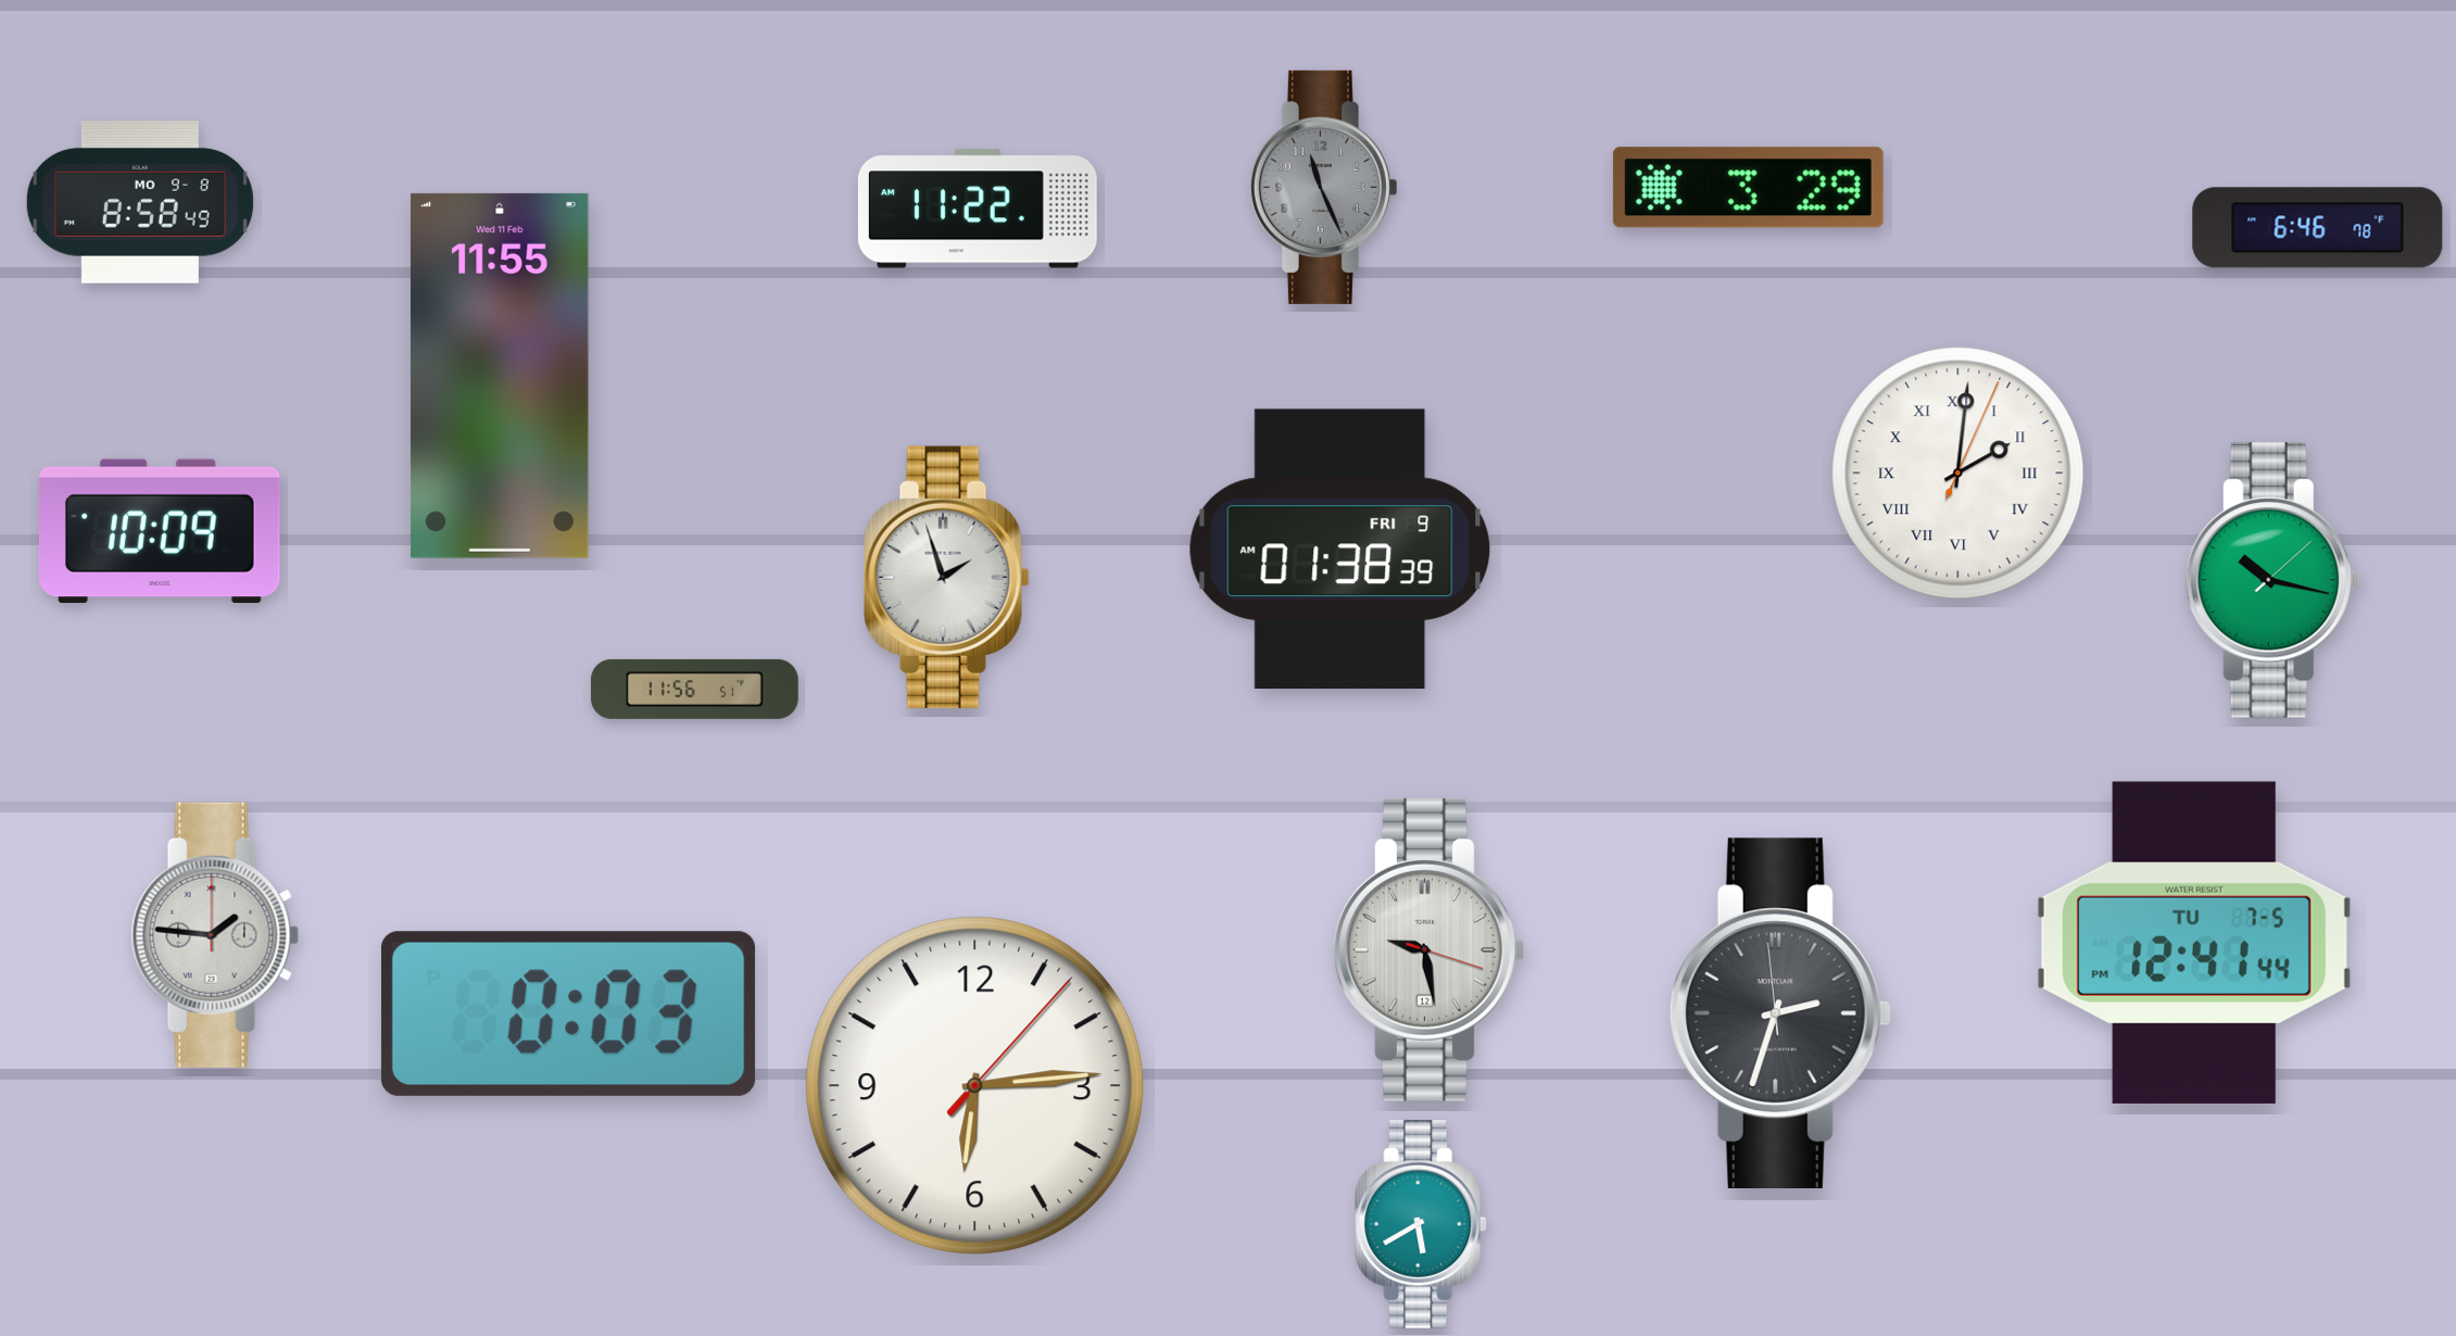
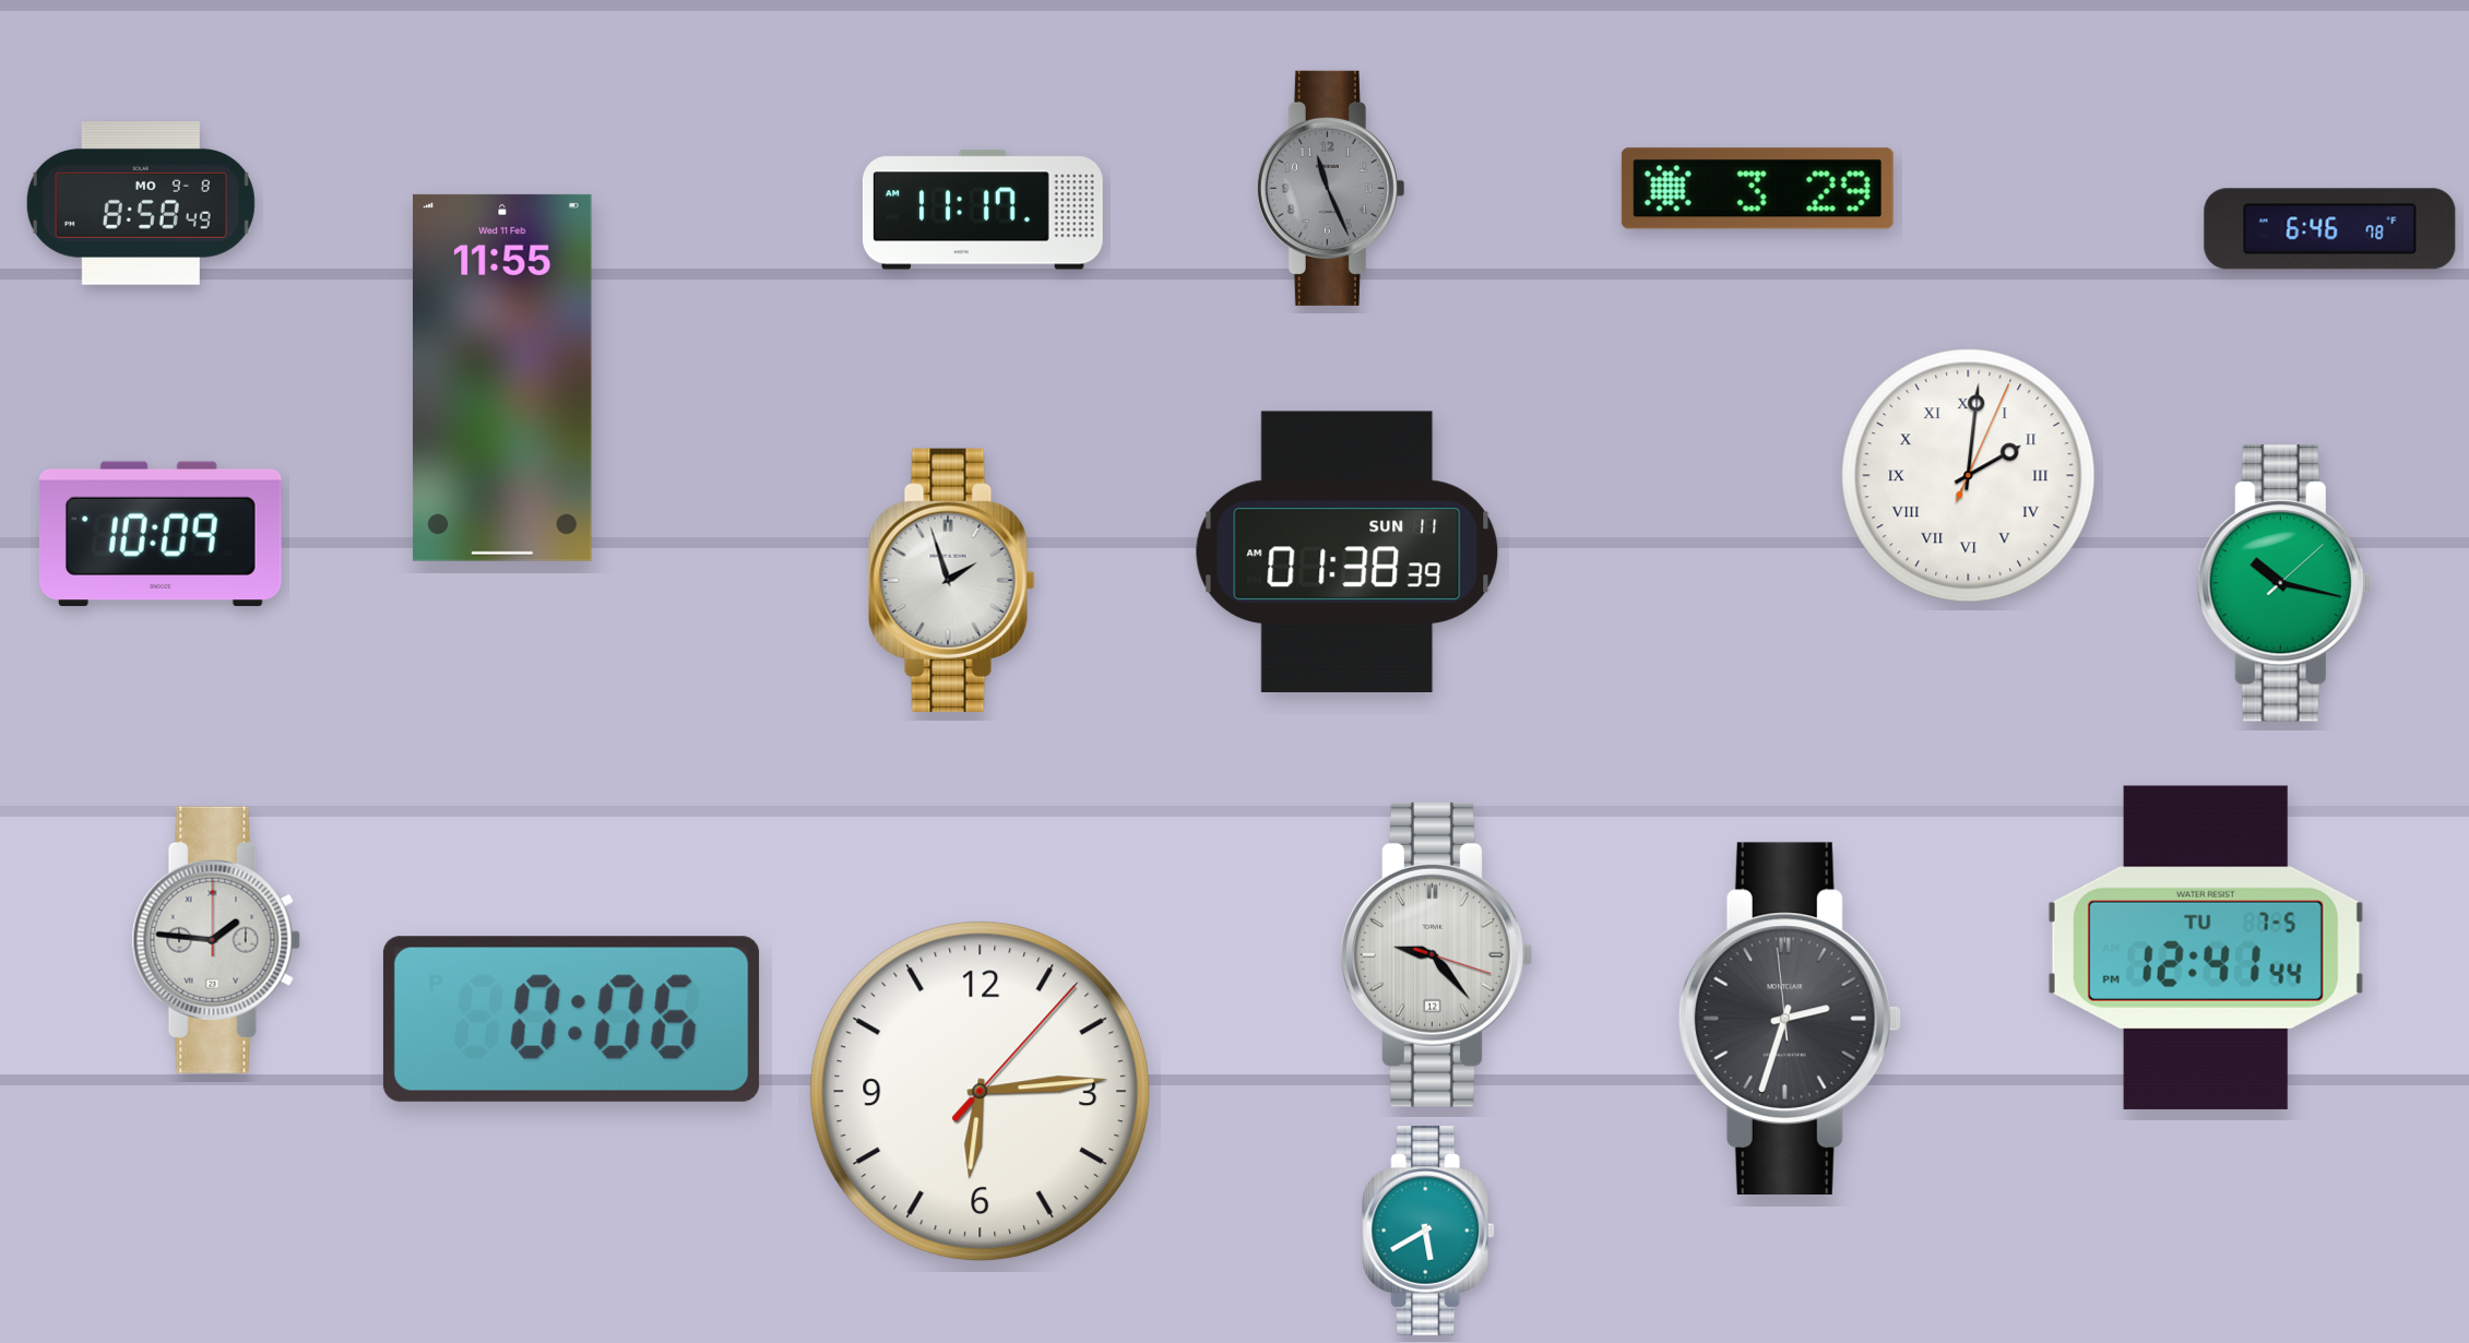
clock at (978, 209): 11:22 -> 11:17
clock at (1340, 549) date: FRI 9 -> SUN 11
clock at (694, 689): 11:56 -> none
clock at (1429, 949): 9:28 -> 9:23
clock at (568, 1013): 0:03 -> 0:06
